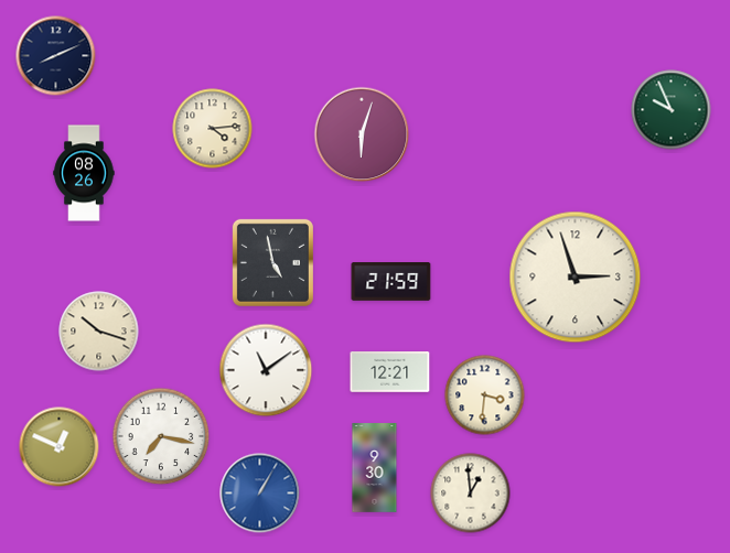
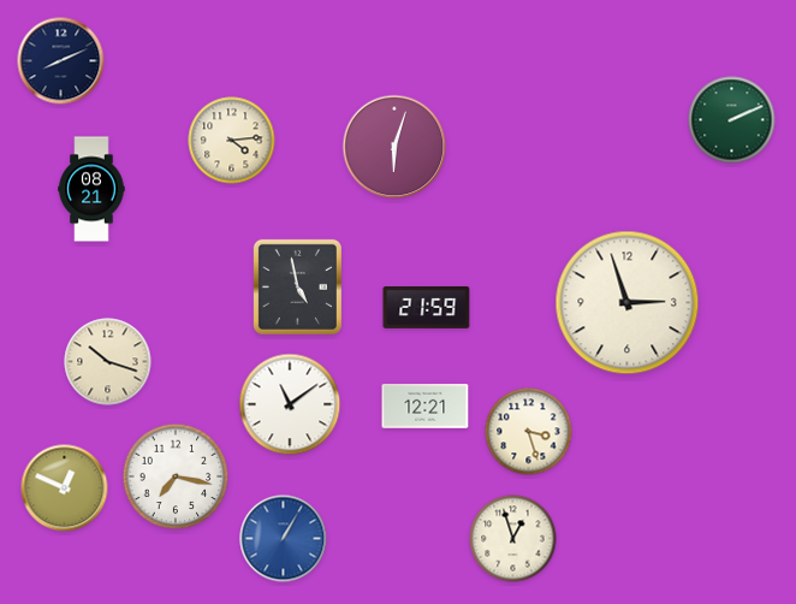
clock at (672, 110): 9:56 -> 2:11
clock at (84, 173): 08:26 -> 08:21
clock at (485, 395): 3:31 -> 3:27
clock at (375, 468): 9:30 -> none
clock at (471, 494): 12:59 -> 12:57
